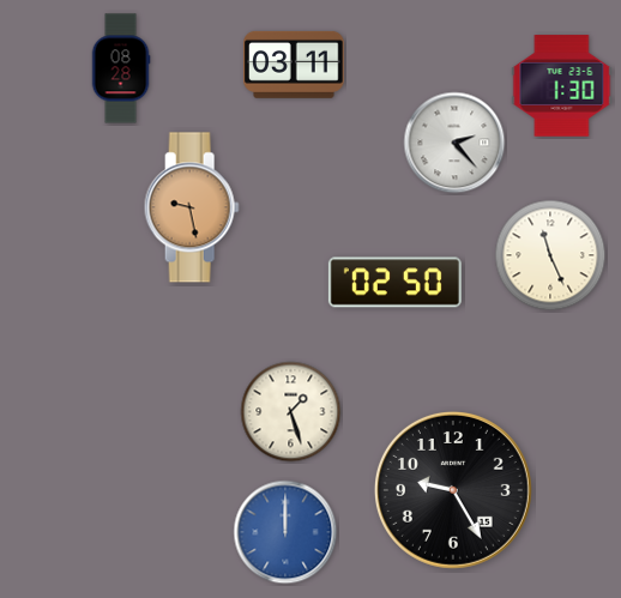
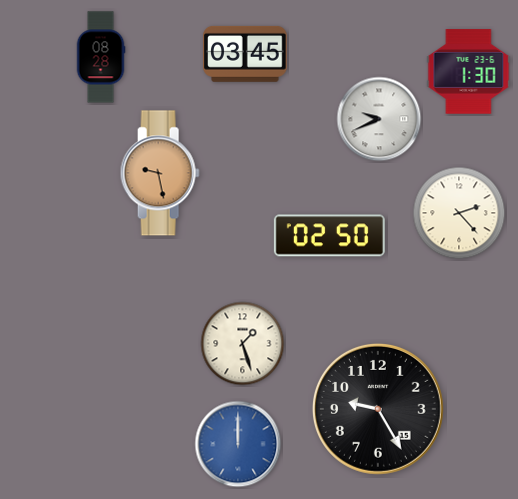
clock at (294, 65): 03:11 -> 03:45
clock at (454, 143): 2:23 -> 9:41
clock at (550, 255): 11:26 -> 2:23
